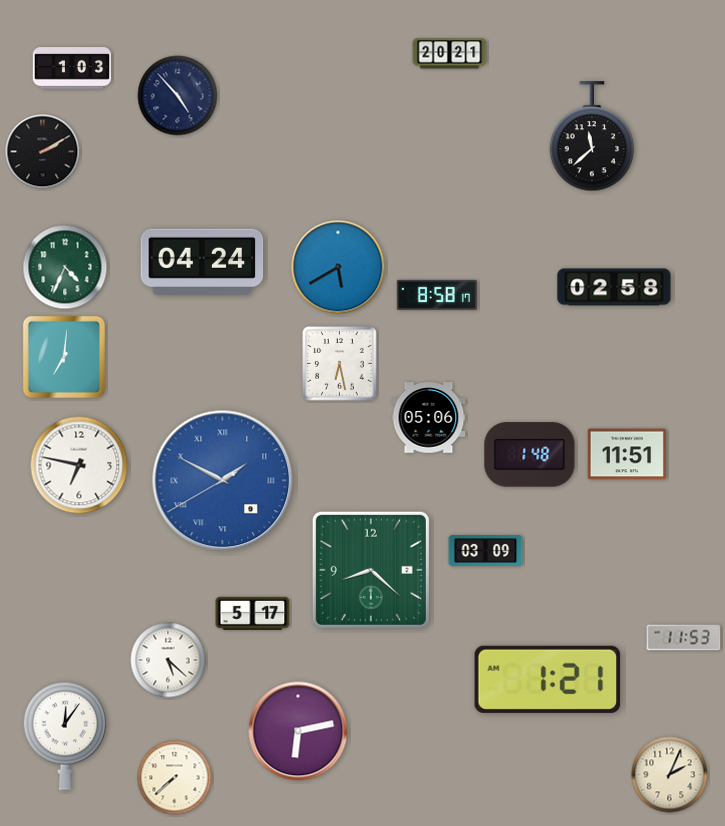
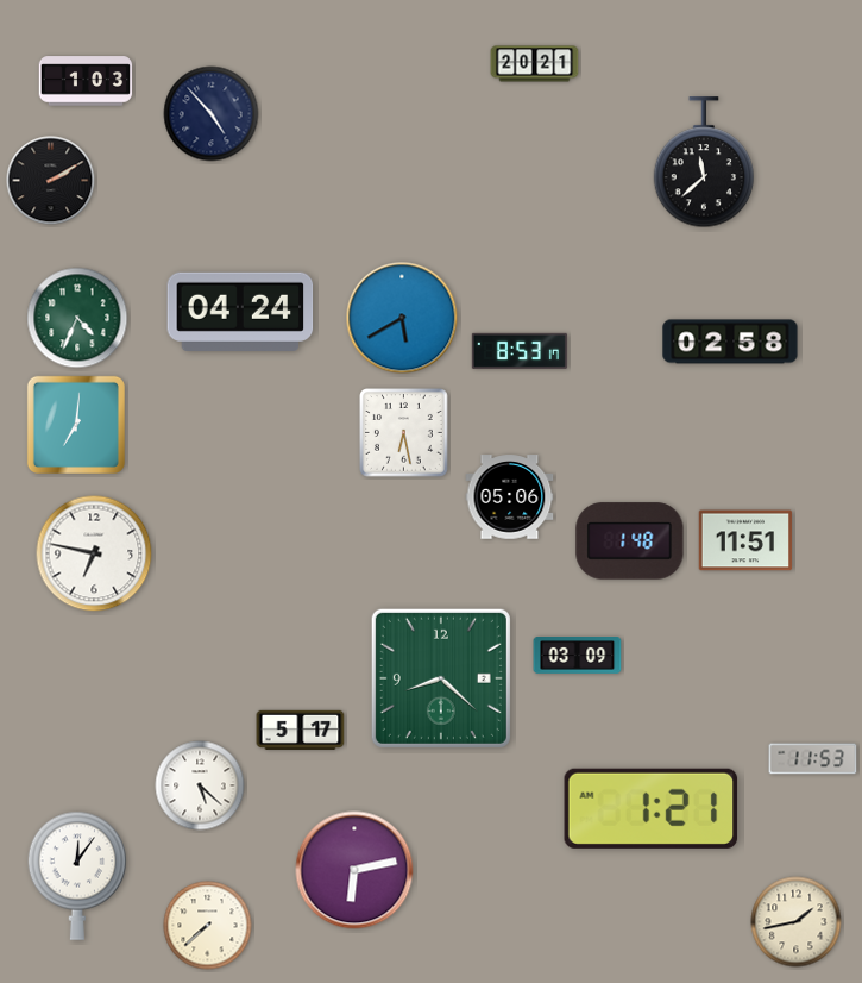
clock at (437, 295): 8:58 -> 8:53
clock at (223, 481): 1:49 -> none
clock at (670, 775): 2:04 -> 1:43
